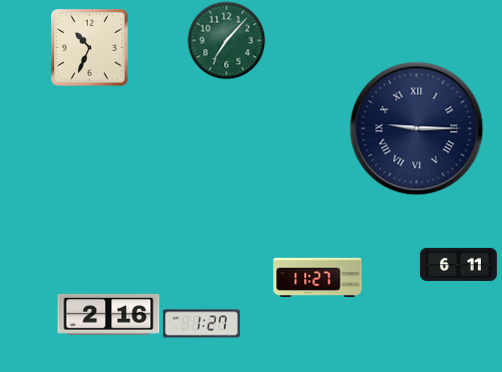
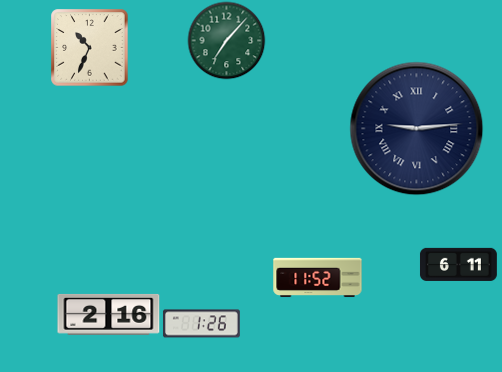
clock at (417, 129): 9:15 -> 9:14
clock at (318, 278): 11:27 -> 11:52
clock at (201, 324): 1:27 -> 1:26
